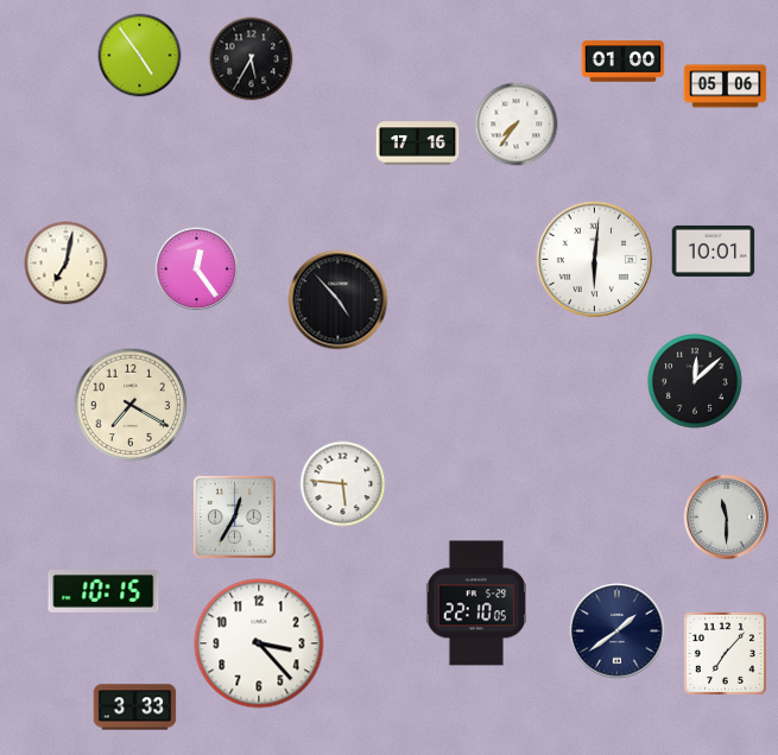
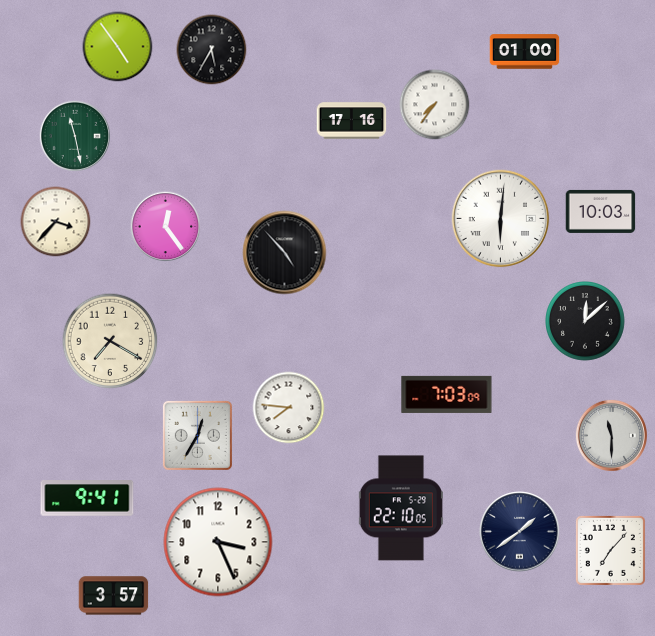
clock at (726, 87): 05:06 -> none
clock at (74, 135): none -> 11:28
clock at (714, 250): 10:01 -> 10:03
clock at (67, 264): 7:02 -> 3:37
clock at (447, 394): none -> 7:03
clock at (343, 484): 5:46 -> 7:46
clock at (103, 592): 10:15 -> 9:41
clock at (259, 643): 3:23 -> 3:26
clock at (135, 708): 3:33 -> 3:57
